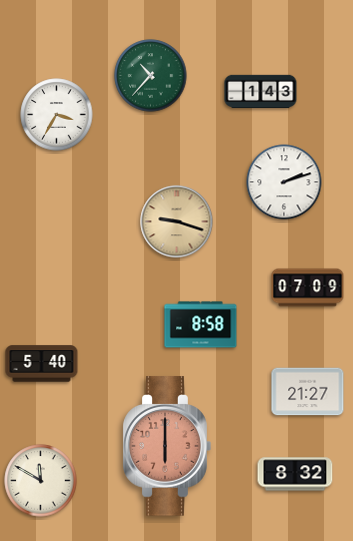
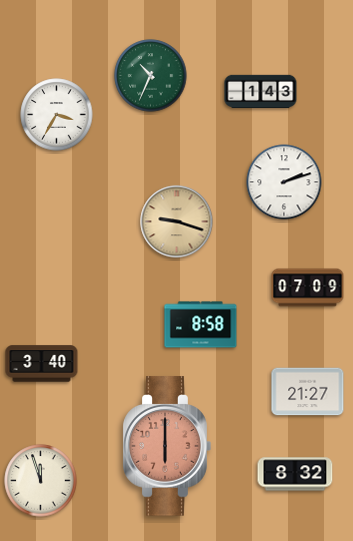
clock at (151, 76): 10:37 -> 10:34
clock at (42, 364): 5:40 -> 3:40
clock at (41, 481): 11:50 -> 11:57
